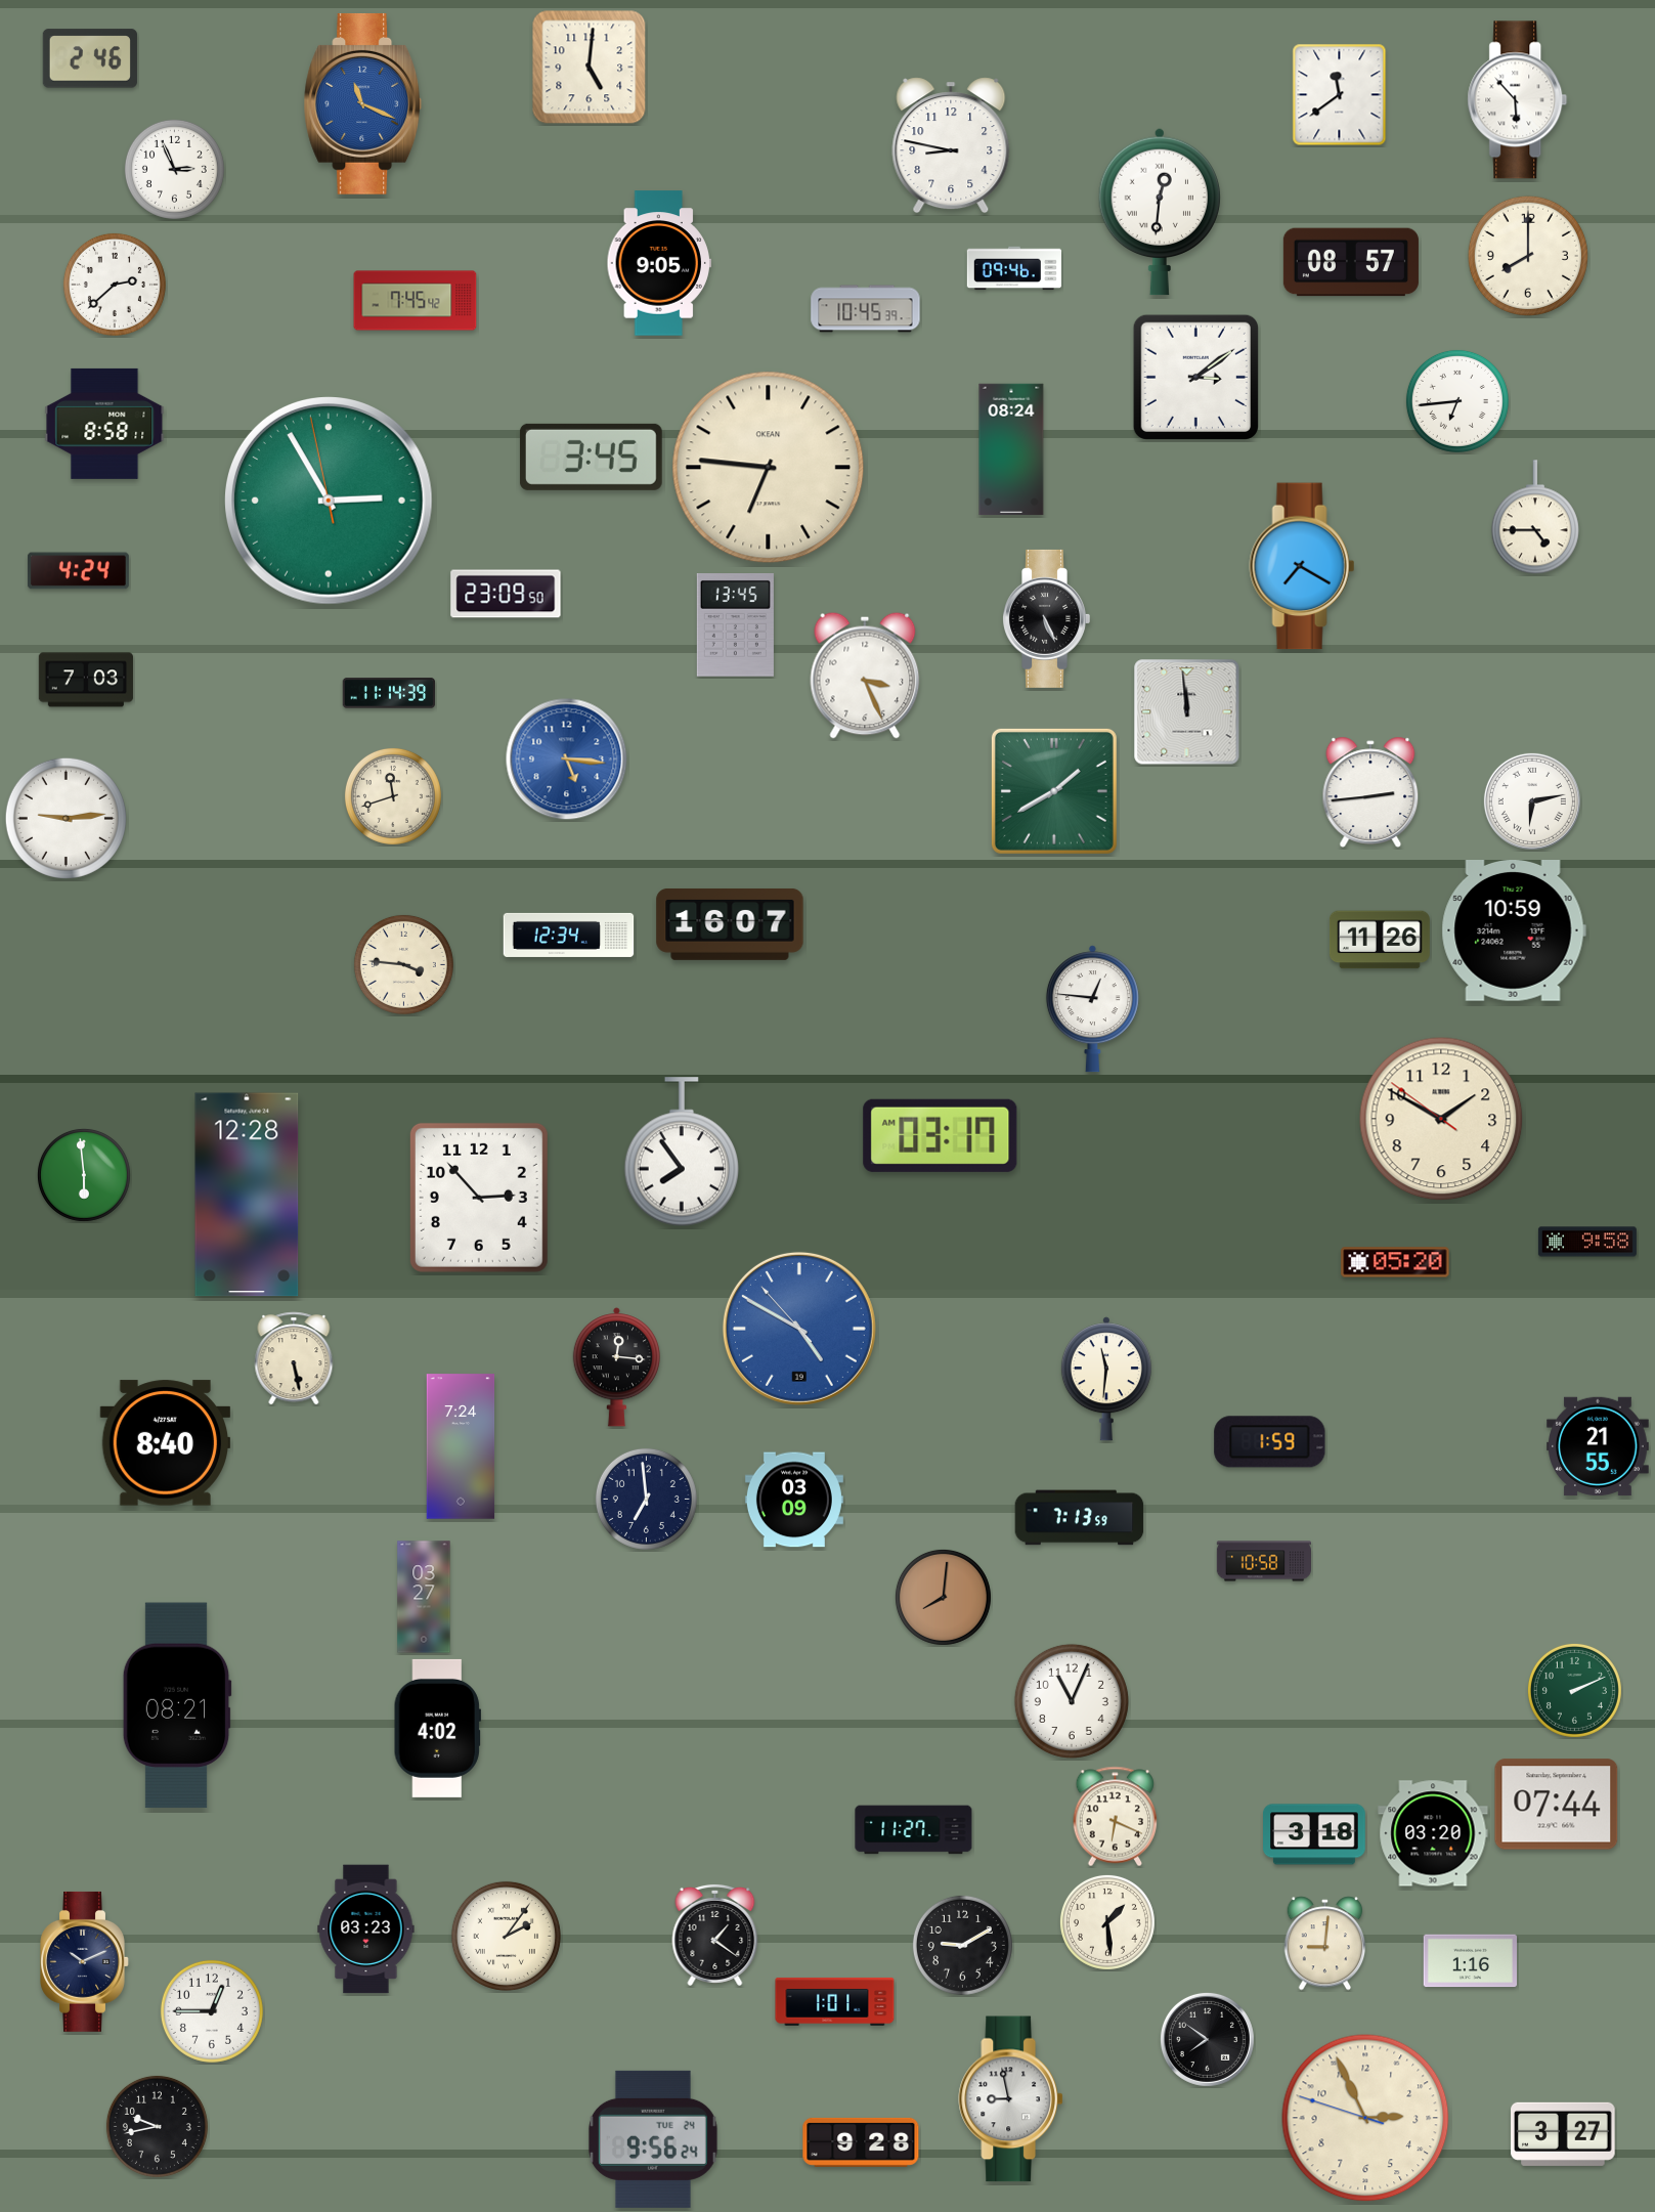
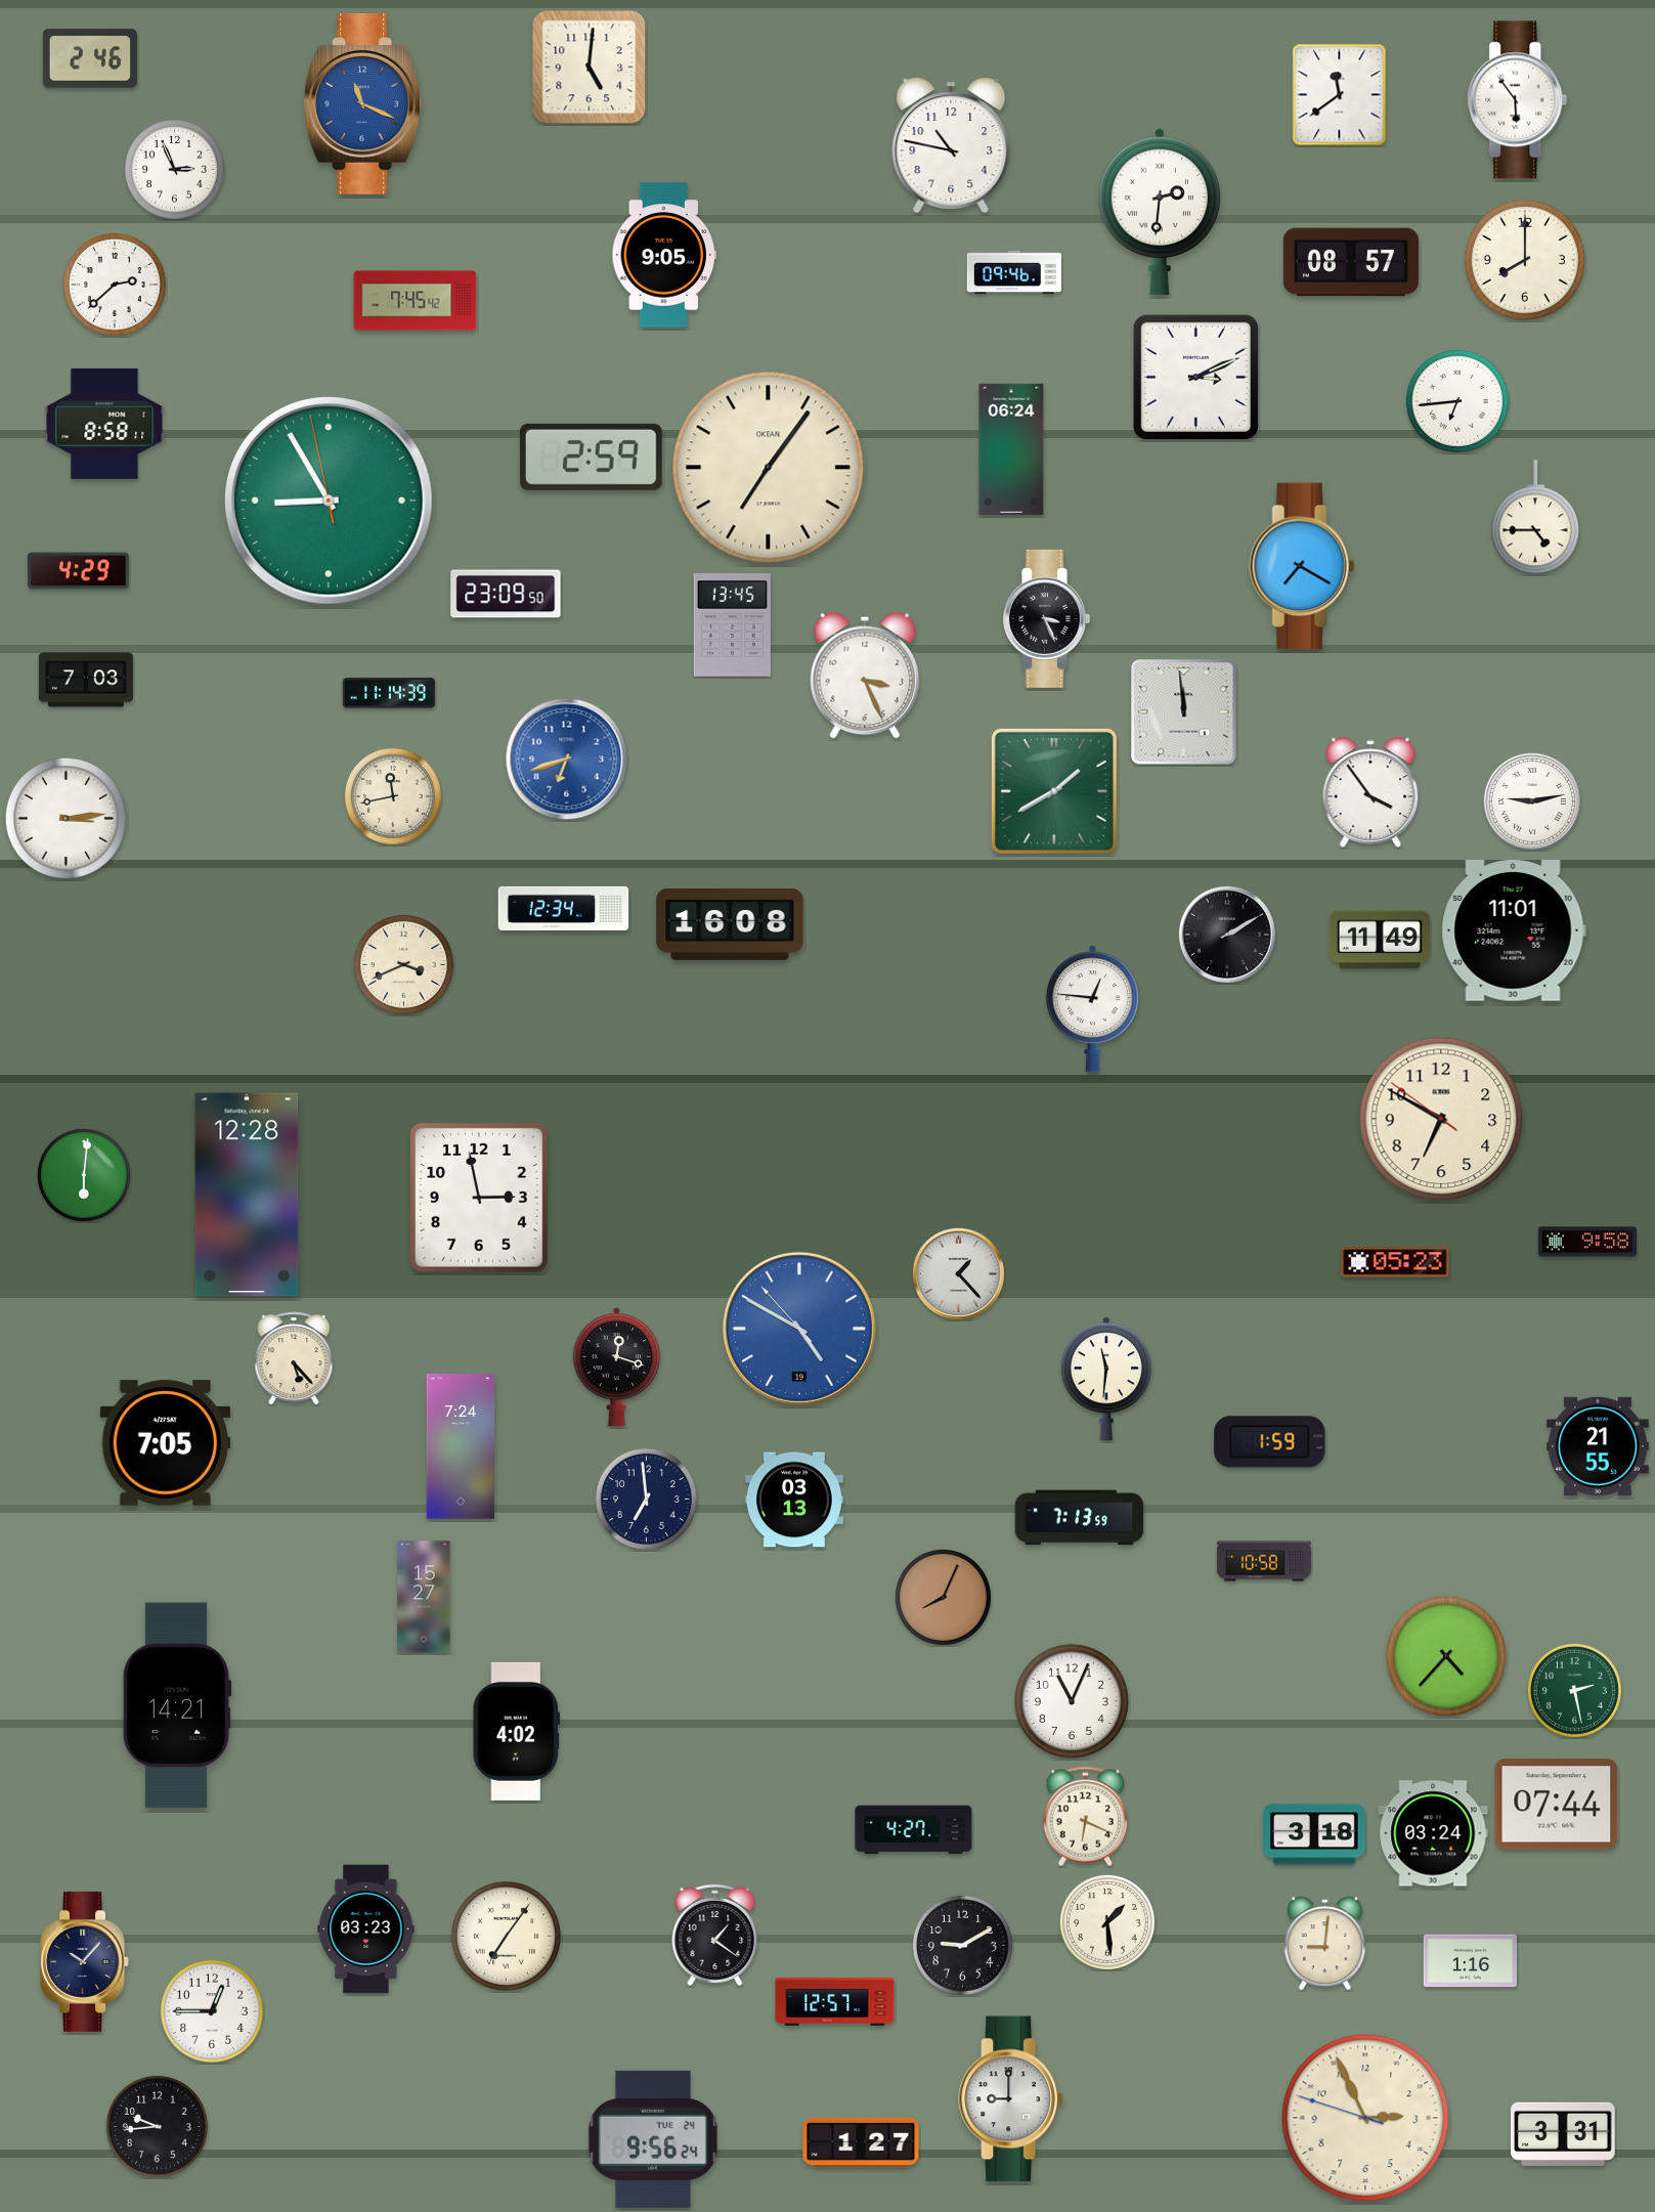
clock at (1518, 100): 5:53 -> 5:54
clock at (951, 145): 8:47 -> 10:47
clock at (1159, 212): 12:31 -> 2:31
clock at (1528, 256) position: (1528, 256) -> (1525, 260)
clock at (658, 263) position: (658, 263) -> (663, 255)
clock at (1013, 268) position: (1013, 268) -> (1013, 272)
clock at (866, 309): 10:45 -> none
clock at (1195, 377): 3:09 -> 3:11
clock at (1011, 449): 08:24 -> 06:24
clock at (591, 457): 3:45 -> 2:59
clock at (769, 468): 6:46 -> 7:06
clock at (330, 502): 2:54 -> 8:54
clock at (78, 571): 4:24 -> 4:29
clock at (1046, 618): 5:26 -> 3:26
clock at (735, 625) position: (735, 625) -> (732, 625)
clock at (1187, 712) position: (1187, 712) -> (1184, 712)
clock at (567, 760): 5:16 -> 6:42
clock at (1370, 792): 2:44 -> 3:54
clock at (393, 796): 11:42 -> 11:43
clock at (1532, 801): 6:13 -> 9:13
clock at (66, 818): 9:14 -> 3:14
clock at (730, 924): 16:07 -> 16:08
clock at (1514, 931): 10:59 -> 11:01
clock at (569, 935) position: (569, 935) -> (564, 908)
clock at (1227, 935): none -> 2:10
clock at (1380, 940): 11:26 -> 11:49
clock at (403, 964): 3:46 -> 3:41
clock at (1441, 1119): 1:49 -> 6:49
clock at (941, 1135): 03:17 -> none
clock at (681, 1152): 7:54 -> none
clock at (84, 1175): 5:59 -> 6:01
clock at (479, 1198): 2:53 -> 2:58
clock at (1395, 1262): 05:20 -> 05:23
clock at (958, 1273): none -> 1:23
clock at (294, 1358): 5:28 -> 5:23
clock at (616, 1368): 12:16 -> 12:18
clock at (166, 1443): 8:40 -> 7:05
clock at (794, 1500): 03:09 -> 03:13
clock at (424, 1597): 03:27 -> 15:27
clock at (943, 1597): 8:01 -> 8:04
clock at (1446, 1656): none -> 4:37
clock at (1574, 1690): 2:11 -> 2:28
clock at (177, 1705): 08:21 -> 14:21
clock at (437, 1728) position: (437, 1728) -> (516, 1731)
clock at (1116, 1817) position: (1116, 1817) -> (1086, 1817)
clock at (914, 1830): 11:27 -> 4:27
clock at (1433, 1833): 03:20 -> 03:24
clock at (506, 1936): 2:06 -> 7:06
clock at (85, 1961): 10:11 -> 10:07
clock at (835, 2001): 1:01 -> 12:57
clock at (1207, 2039): 7:51 -> none
clock at (1011, 2099): 8:58 -> 9:00
clock at (157, 2126): 9:43 -> 9:44
clock at (1563, 2134): 3:27 -> 3:31
clock at (861, 2142): 9:28 -> 1:27
